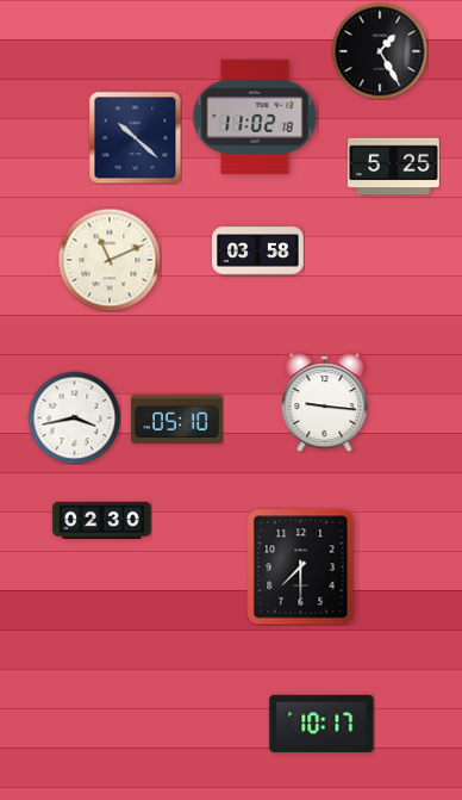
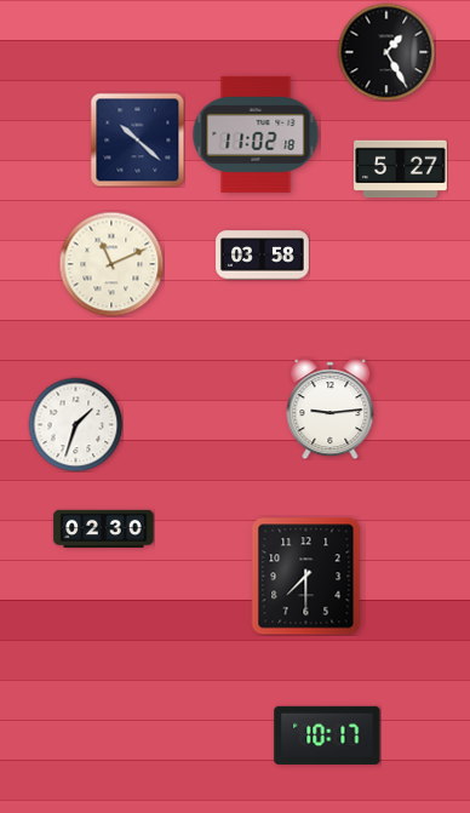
clock at (255, 117) position: (255, 117) -> (256, 134)
clock at (394, 167): 5:25 -> 5:27
clock at (325, 403): 9:16 -> 9:14
clock at (74, 417): 3:43 -> 1:33
clock at (177, 418): 05:10 -> none
